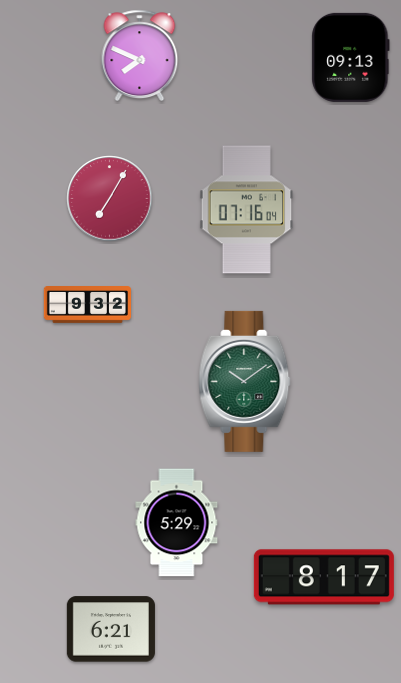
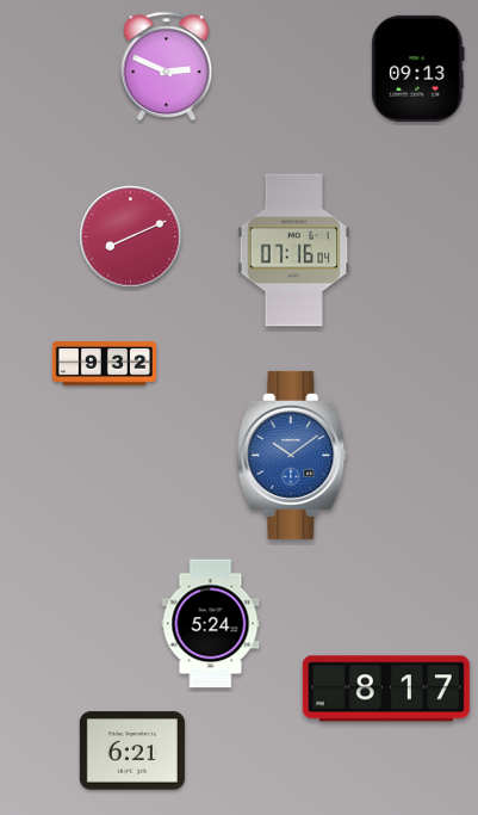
clock at (140, 55): 7:49 -> 2:49
clock at (110, 199): 7:05 -> 8:11
clock at (245, 381) dial: green -> blue
clock at (177, 523): 5:29 -> 5:24
